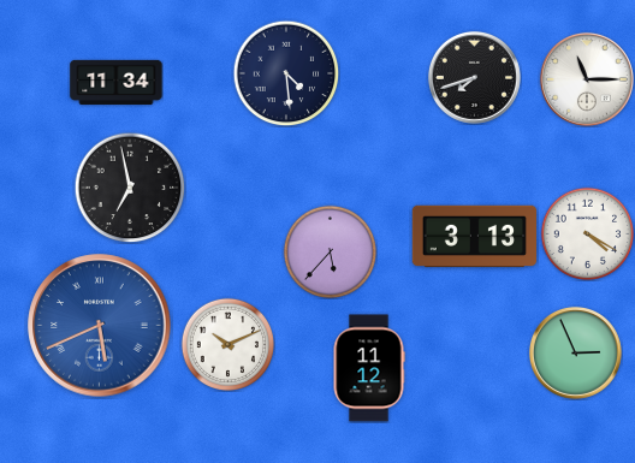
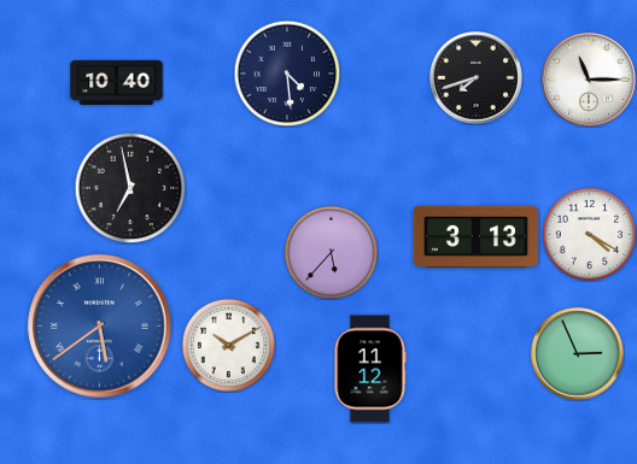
clock at (117, 82): 11:34 -> 10:40
clock at (100, 326): 5:41 -> 5:39
clock at (227, 344): 10:11 -> 10:10
